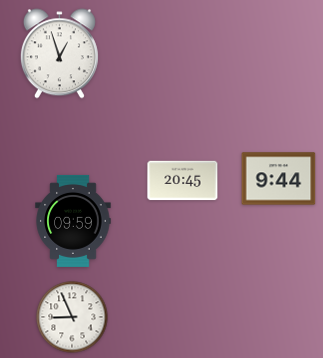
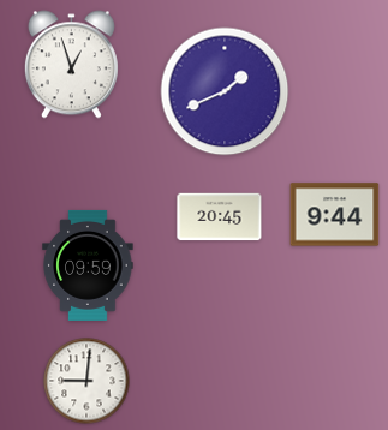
clock at (225, 91): none -> 1:41
clock at (72, 317): 8:56 -> 9:01
